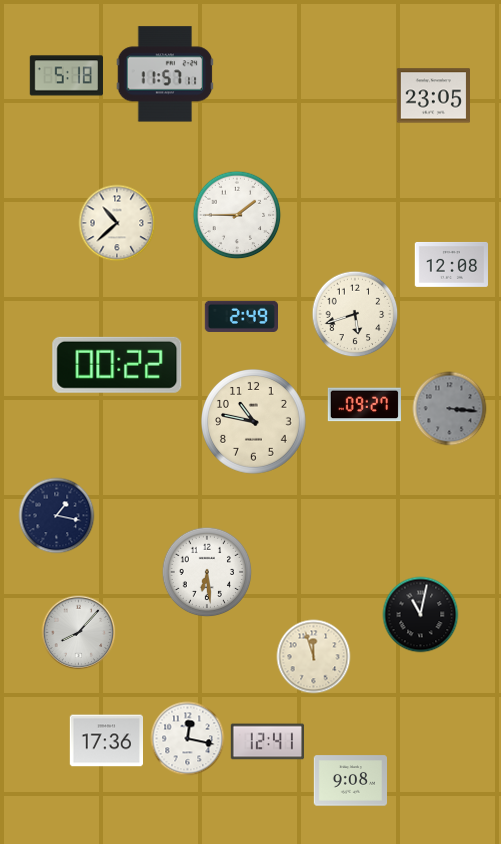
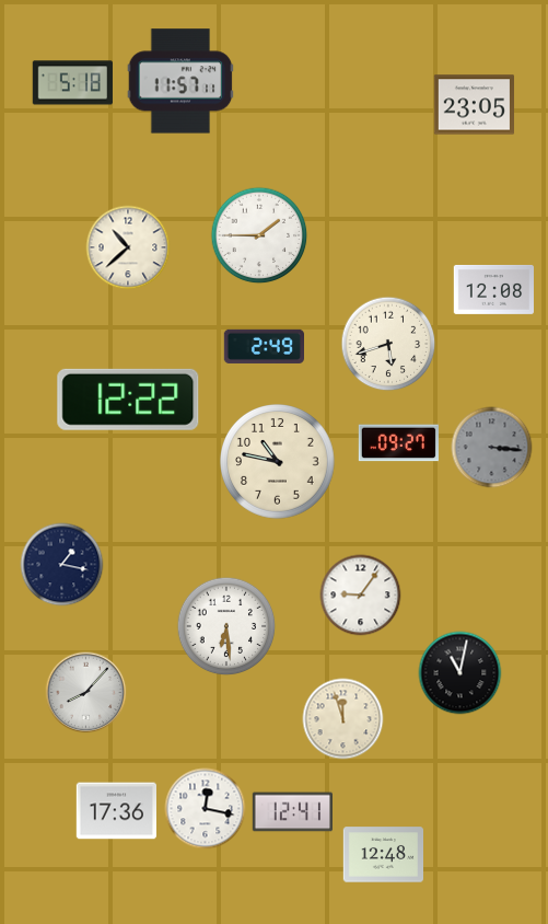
clock at (117, 223) position: (117, 223) -> (128, 247)
clock at (117, 365): 00:22 -> 12:22
clock at (361, 596): none -> 9:06
clock at (350, 781): 9:08 -> 12:48
